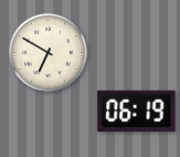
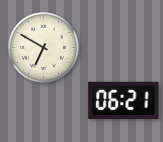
clock at (137, 111): 06:19 -> 06:21
